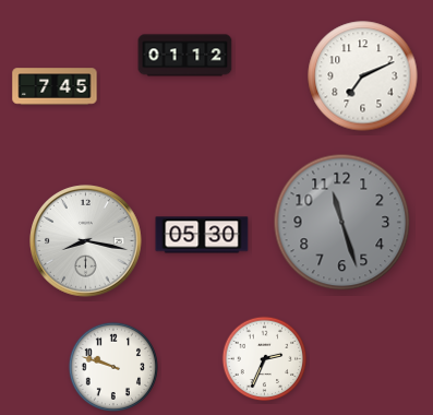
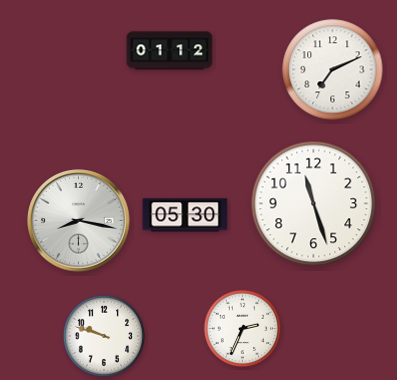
clock at (55, 86): 7:45 -> none
clock at (342, 223) dial: grey -> white
